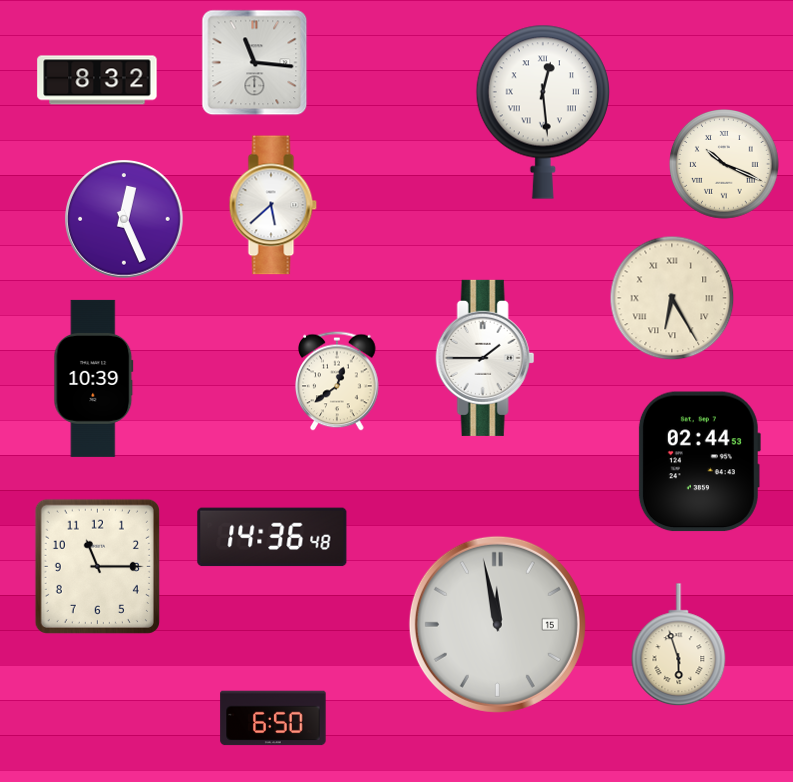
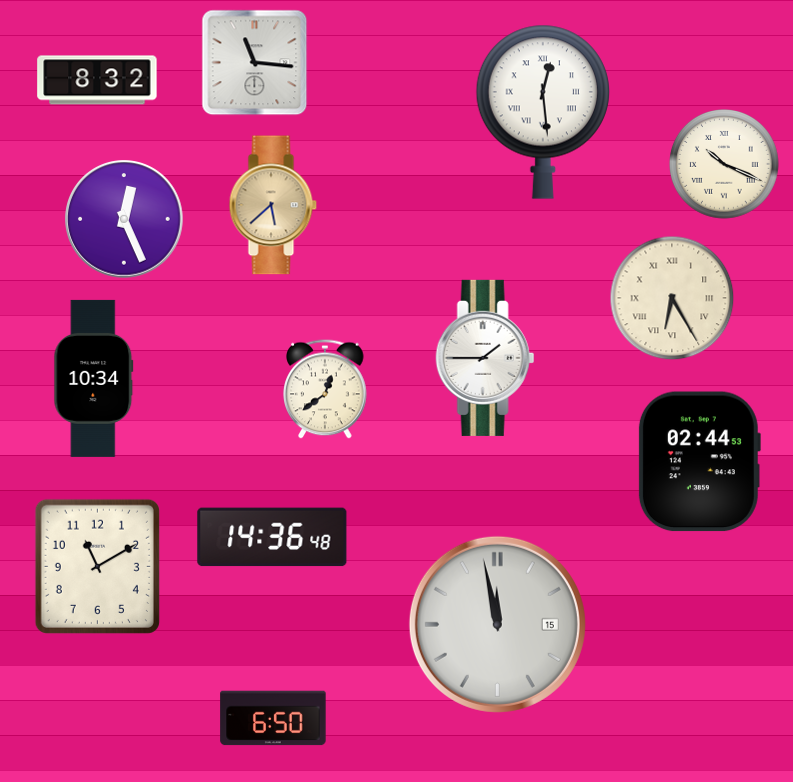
clock at (273, 205) dial: white -> champagne
clock at (94, 378): 10:39 -> 10:34
clock at (337, 381) position: (337, 381) -> (325, 389)
clock at (97, 566): 11:15 -> 11:10
clock at (679, 645): 5:57 -> none
